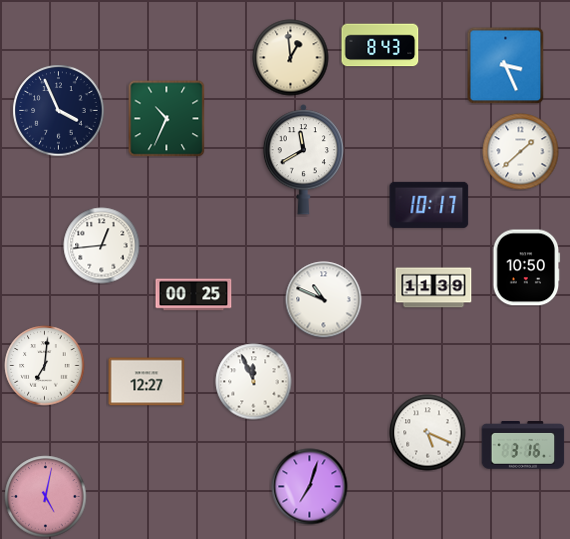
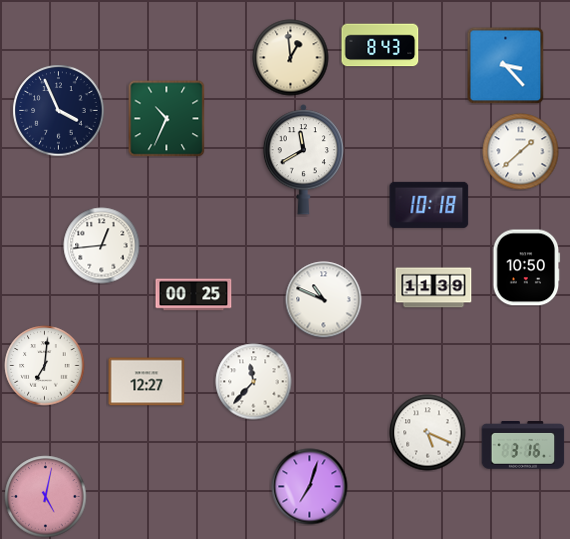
clock at (505, 65): 3:26 -> 3:23
clock at (429, 205): 10:17 -> 10:18
clock at (254, 382): 11:56 -> 11:37
